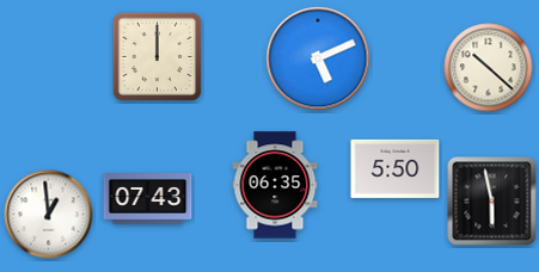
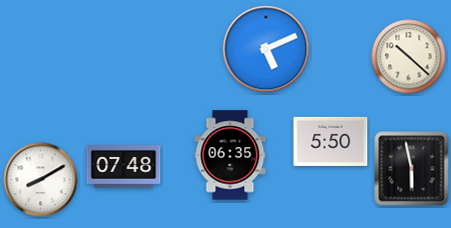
clock at (158, 57): 12:00 -> none
clock at (148, 199): 07:43 -> 07:48
clock at (49, 215): 12:59 -> 8:10
